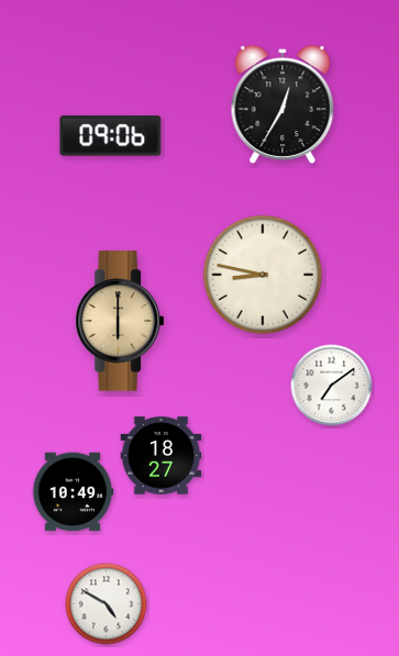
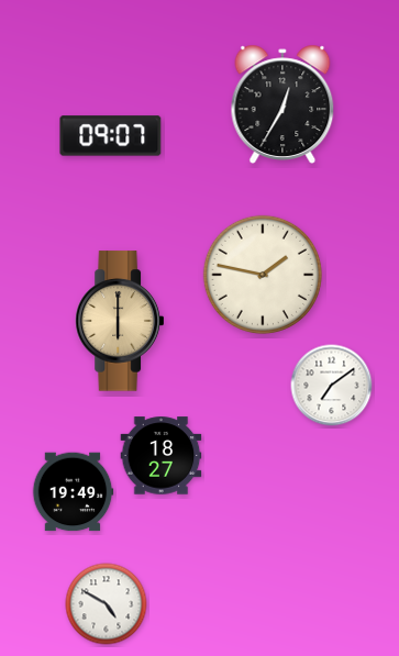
clock at (111, 136): 09:06 -> 09:07
clock at (263, 275): 8:47 -> 1:47
clock at (73, 492): 10:49 -> 19:49
